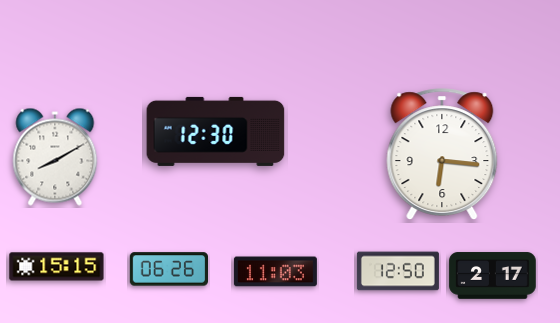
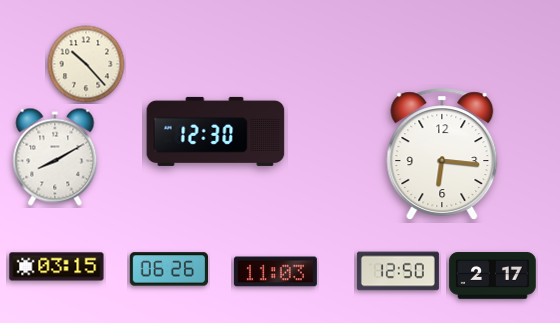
clock at (86, 64): none -> 10:23
clock at (57, 267): 15:15 -> 03:15
